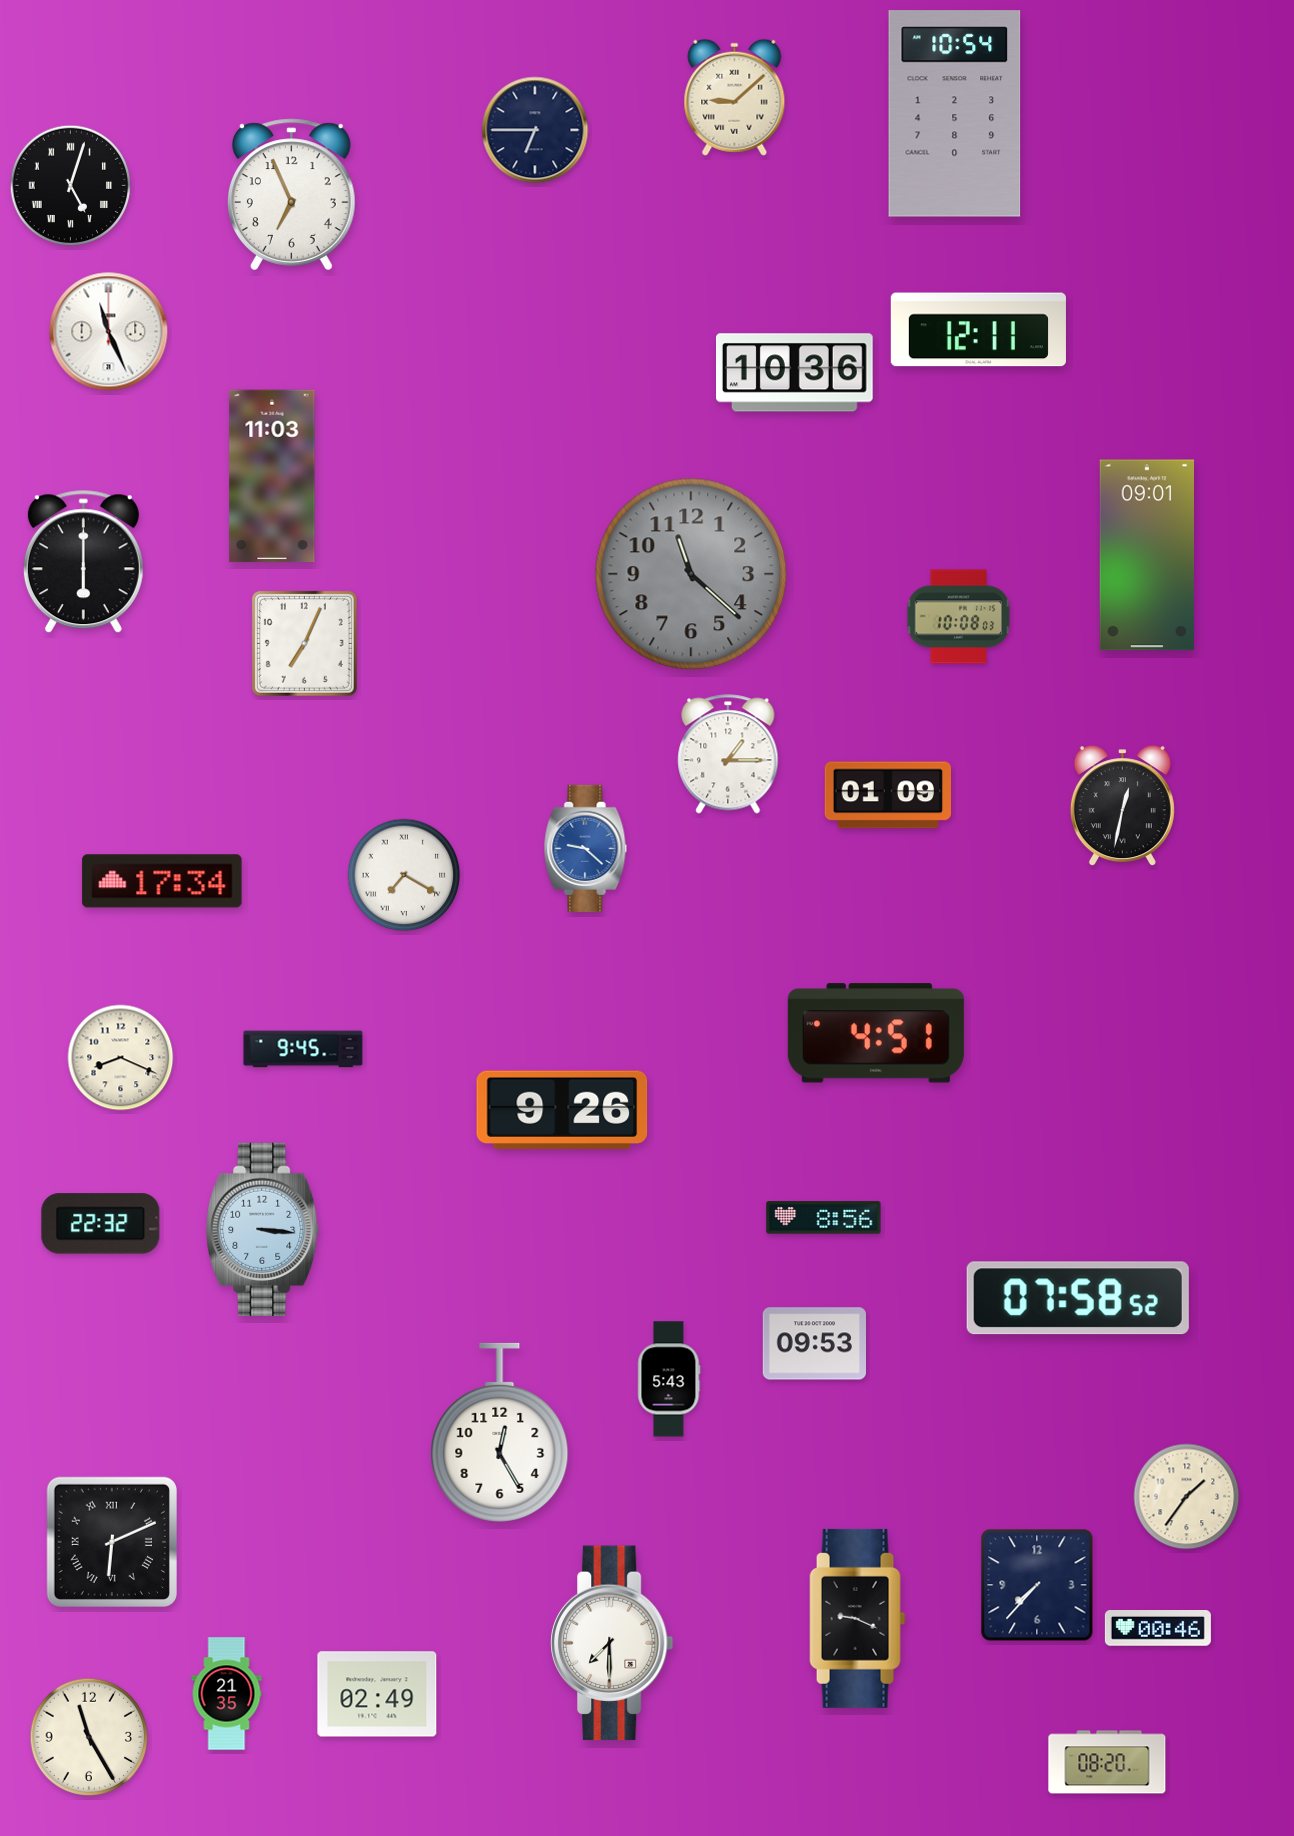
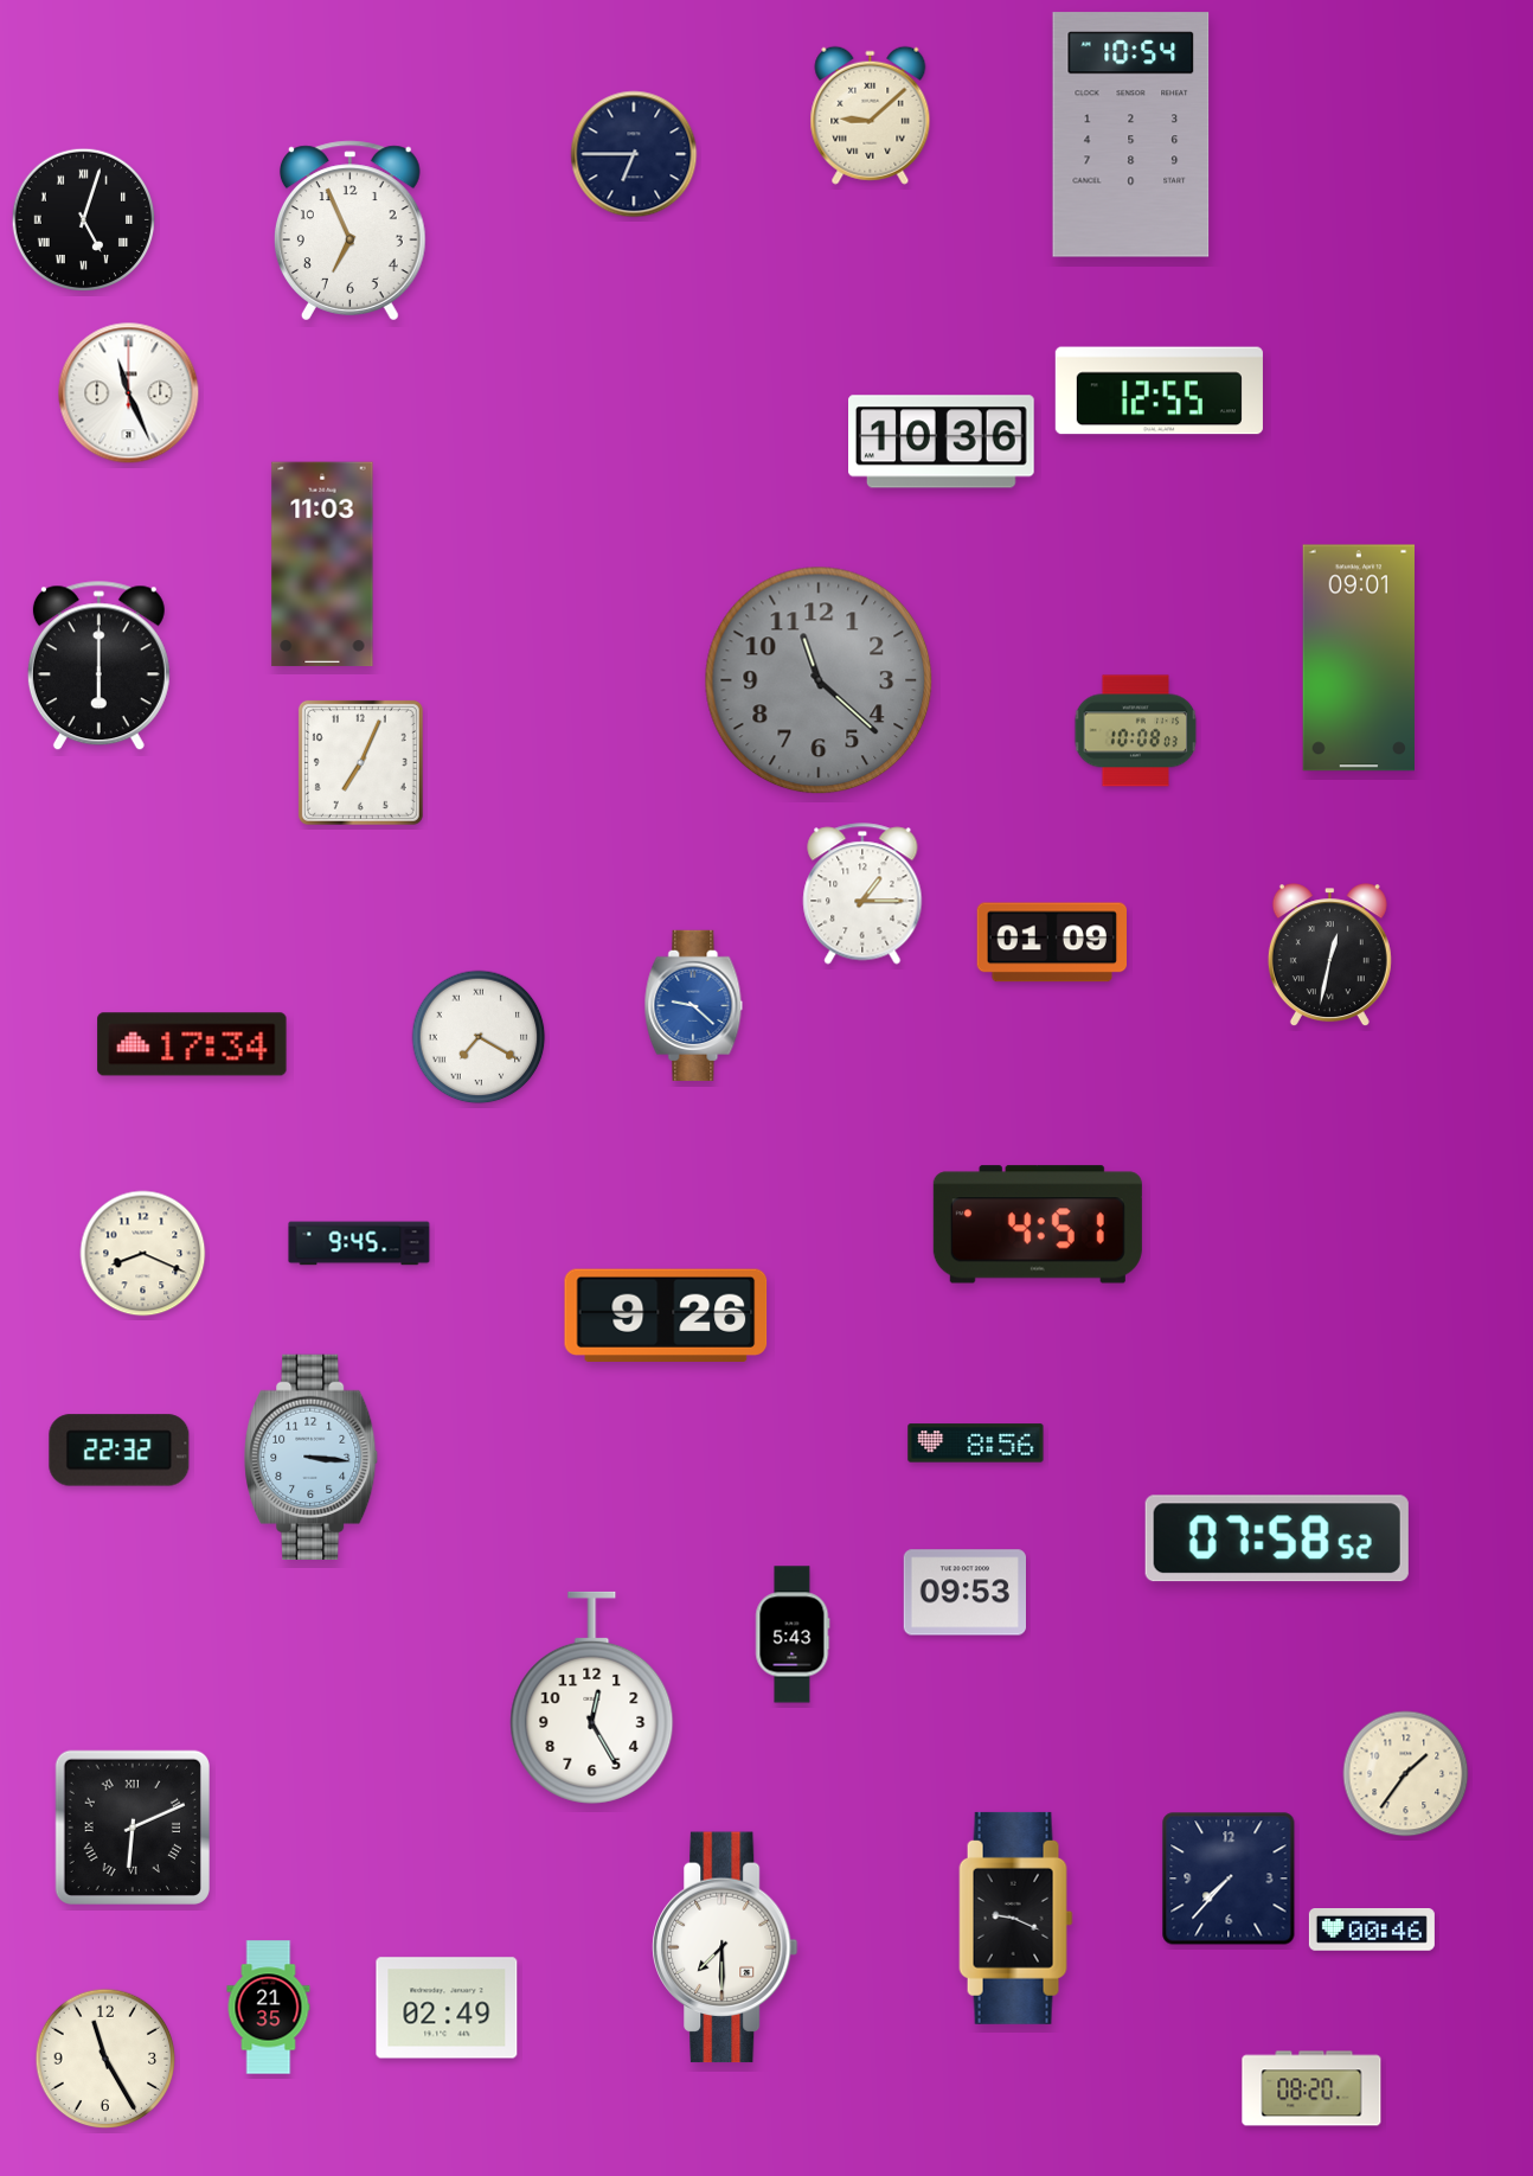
clock at (291, 195) position: (291, 195) -> (349, 231)
clock at (978, 330): 12:11 -> 12:55
